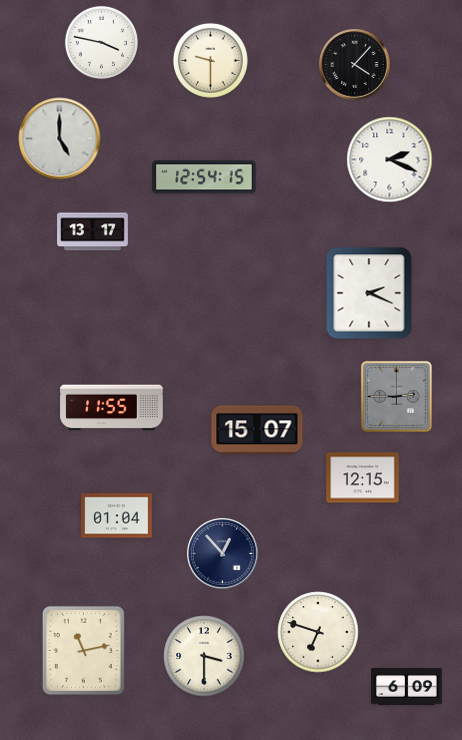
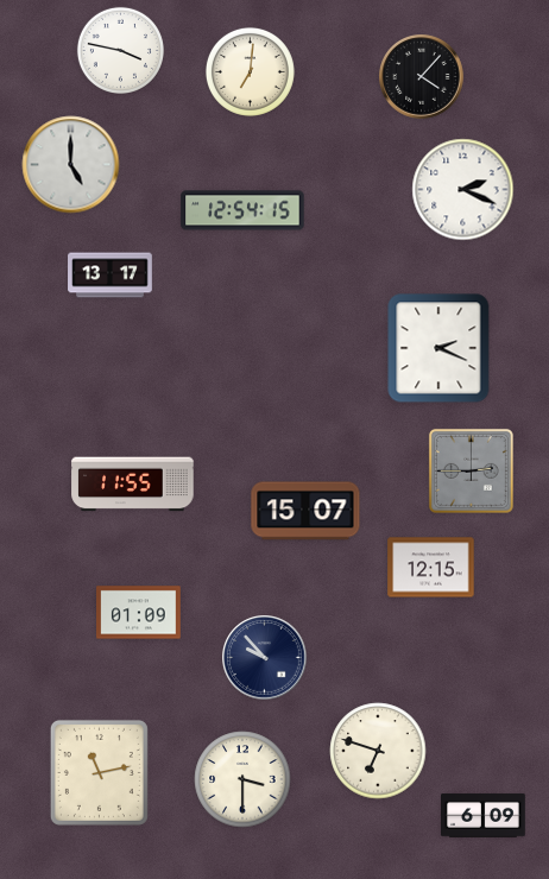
clock at (210, 60): 9:30 -> 7:01
clock at (117, 516): 01:04 -> 01:09
clock at (223, 554): 12:53 -> 9:53
